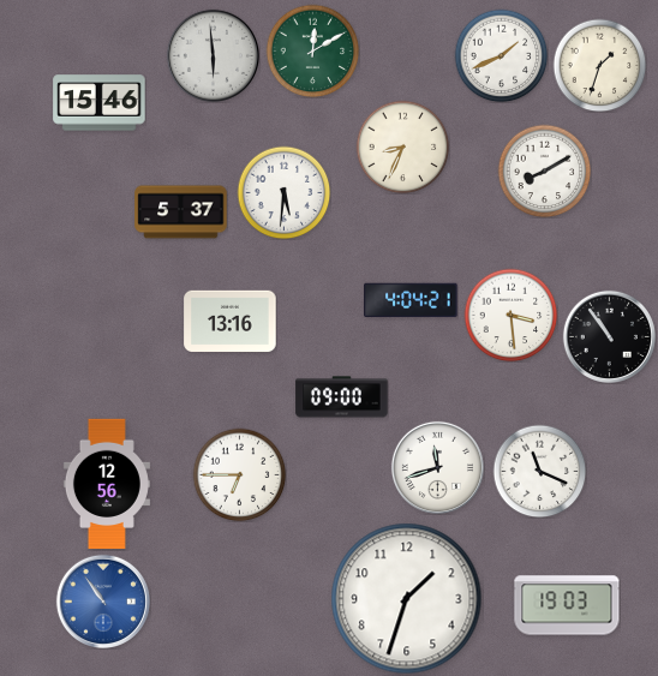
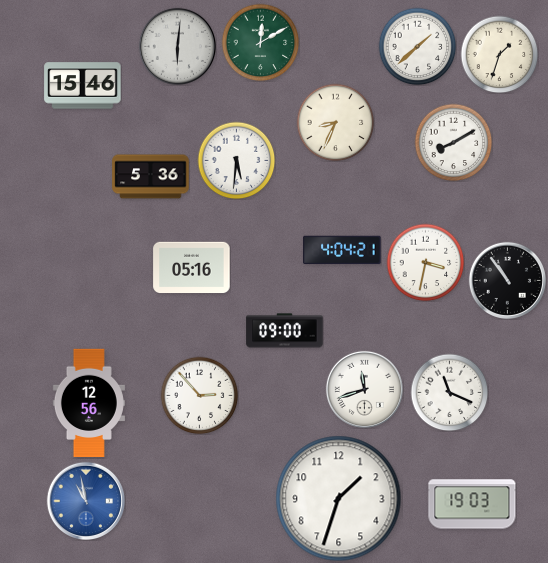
clock at (213, 55): 5:59 -> 6:01
clock at (501, 55): 1:41 -> 1:38
clock at (181, 213): 5:37 -> 5:36
clock at (510, 315): 3:29 -> 3:32
clock at (231, 322): 13:16 -> 05:16
clock at (239, 474): 6:45 -> 2:53
clock at (102, 600): 10:54 -> 10:58
